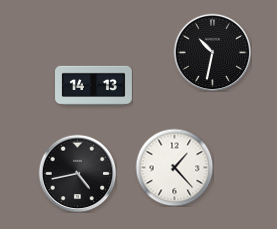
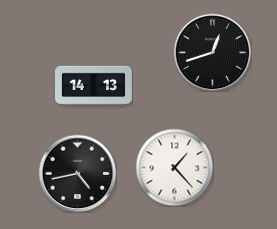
clock at (212, 52): 10:32 -> 12:42
